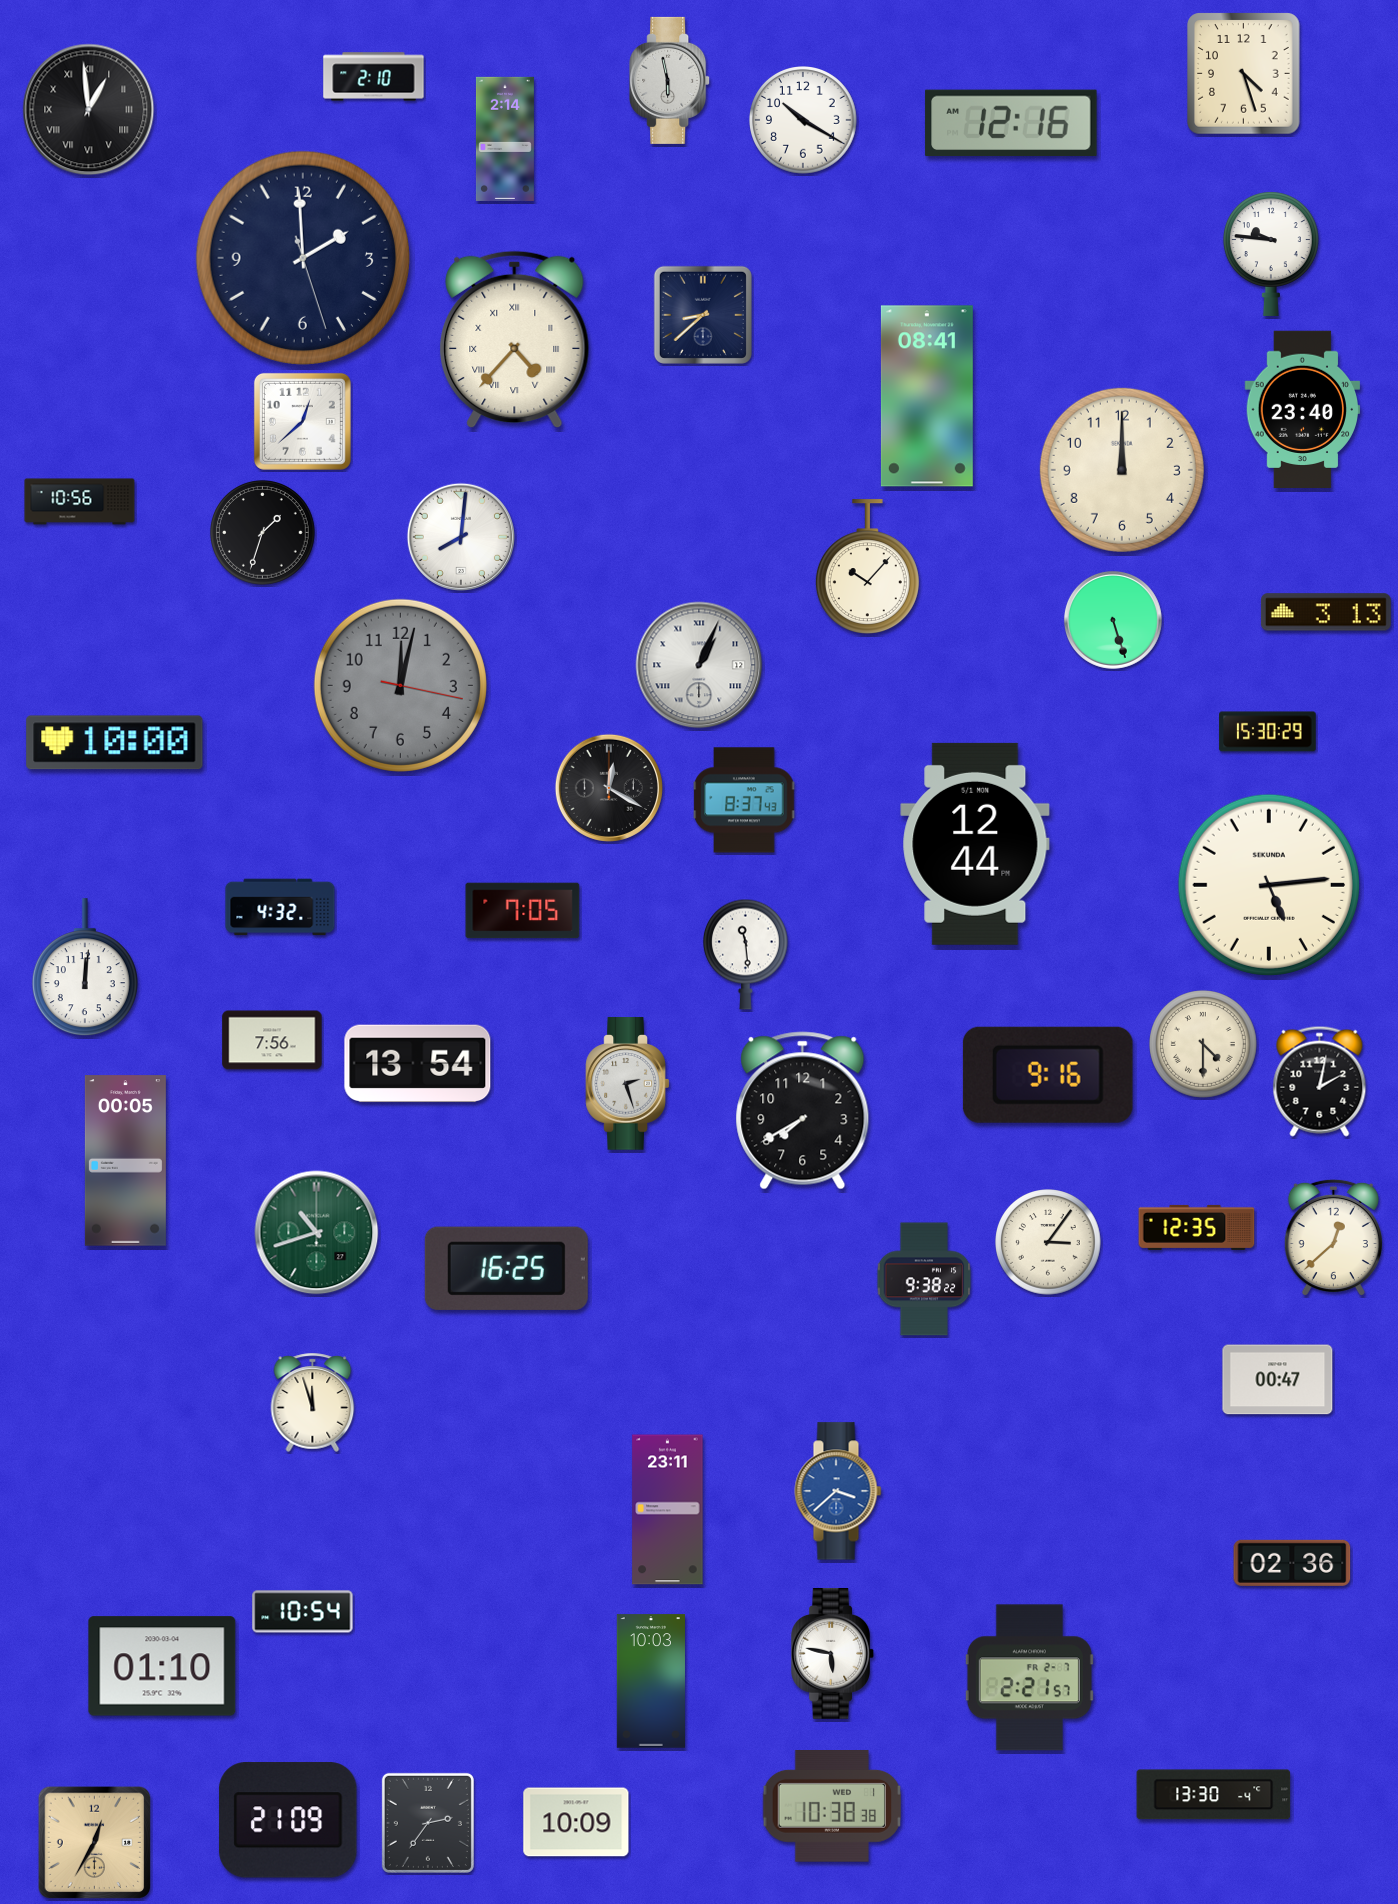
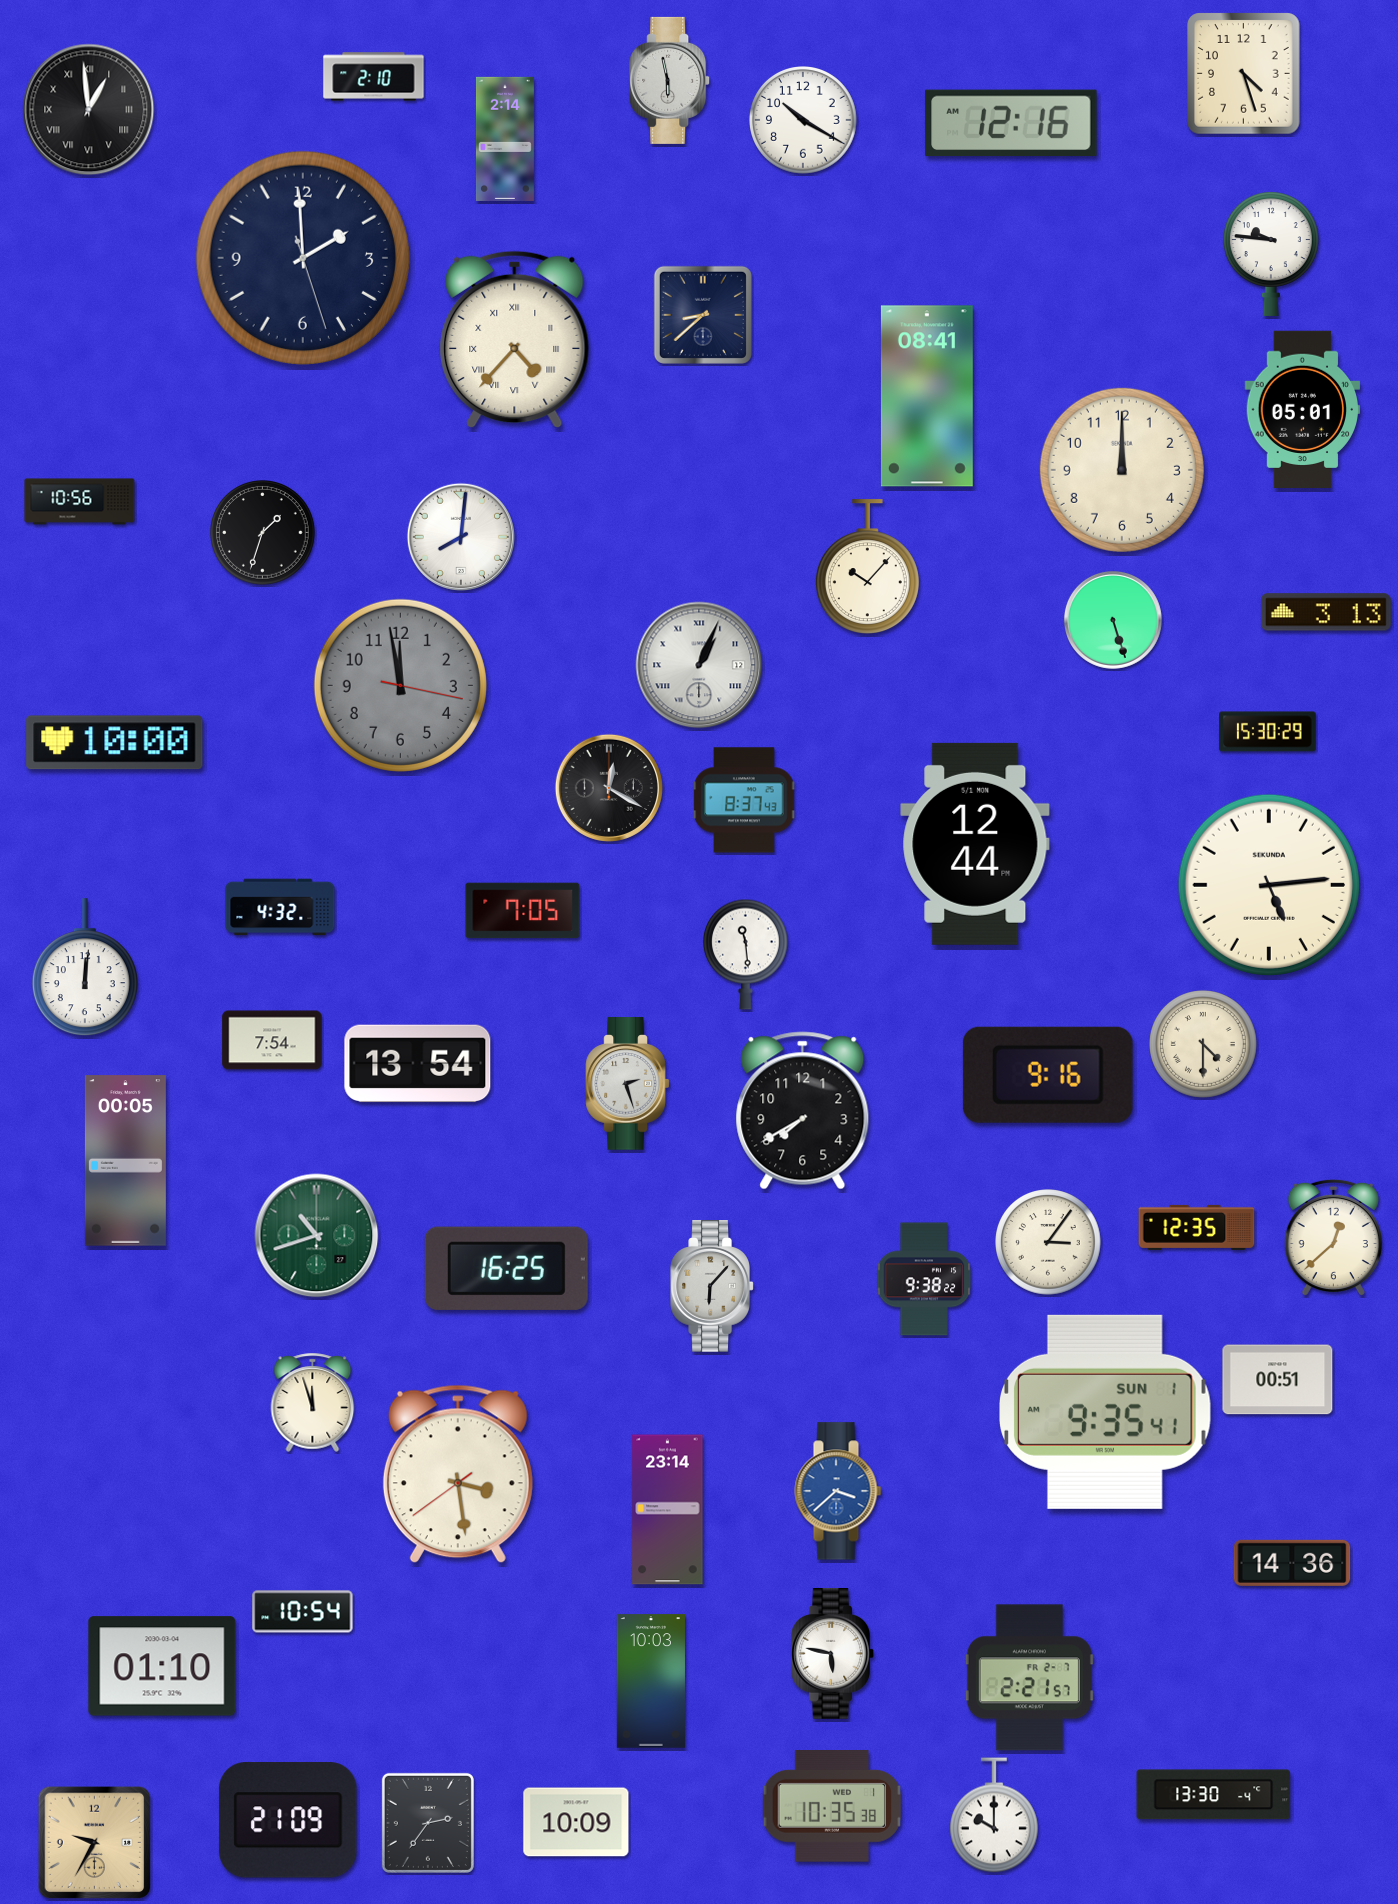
clock at (1303, 409): 23:40 -> 05:01
clock at (302, 421): 12:38 -> none
clock at (400, 685): 12:02 -> 11:58
clock at (272, 1040): 7:56 -> 7:54
clock at (1320, 1081): 2:02 -> none
clock at (317, 1233) position: (317, 1233) -> (317, 1236)
clock at (712, 1286): none -> 6:07
clock at (1278, 1380): 00:47 -> 00:51
clock at (1106, 1412): none -> 9:35
clock at (458, 1474): none -> 3:28
clock at (668, 1510): 23:11 -> 23:14
clock at (1292, 1563): 02:36 -> 14:36
clock at (832, 1807): 10:38 -> 10:35
clock at (994, 1815): none -> 10:00
clock at (95, 1843): 12:35 -> 9:35
